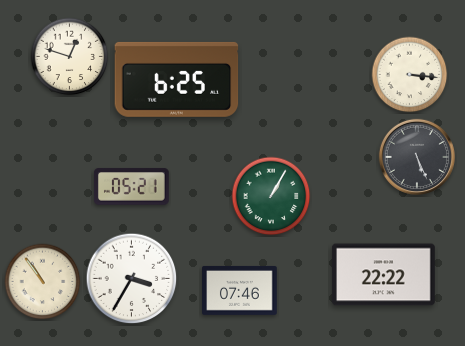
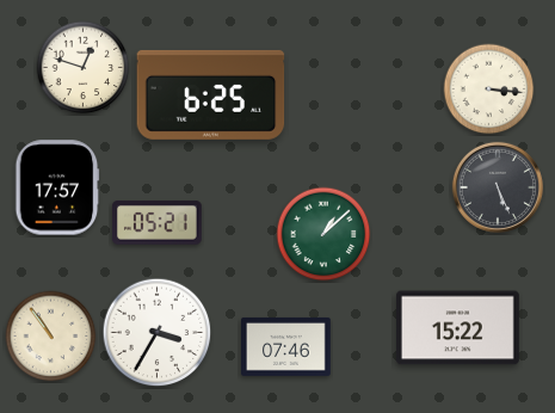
clock at (57, 187): none -> 17:57
clock at (271, 196): 1:05 -> 1:08
clock at (383, 275): 22:22 -> 15:22
